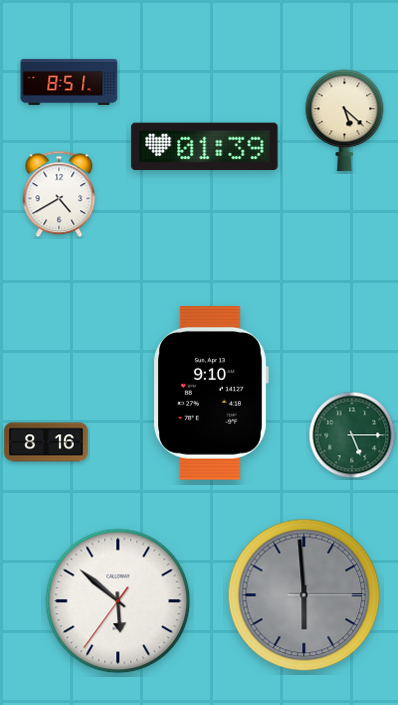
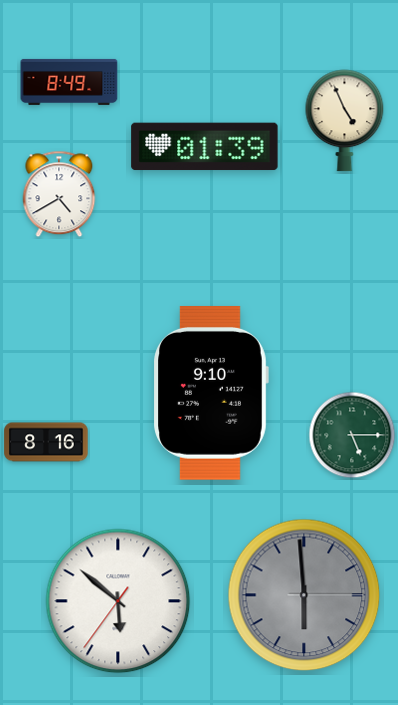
clock at (69, 82): 8:51 -> 8:49
clock at (345, 121): 5:22 -> 4:56
